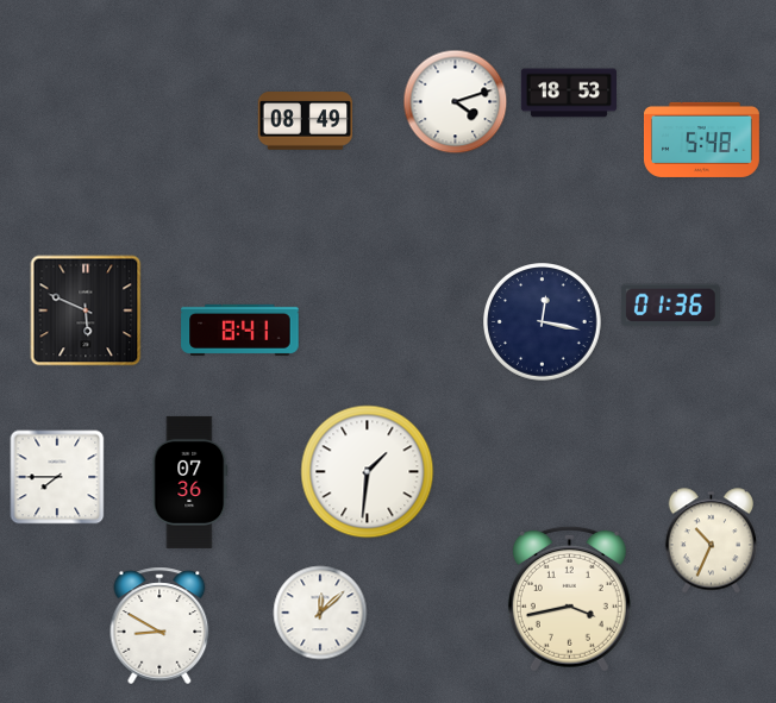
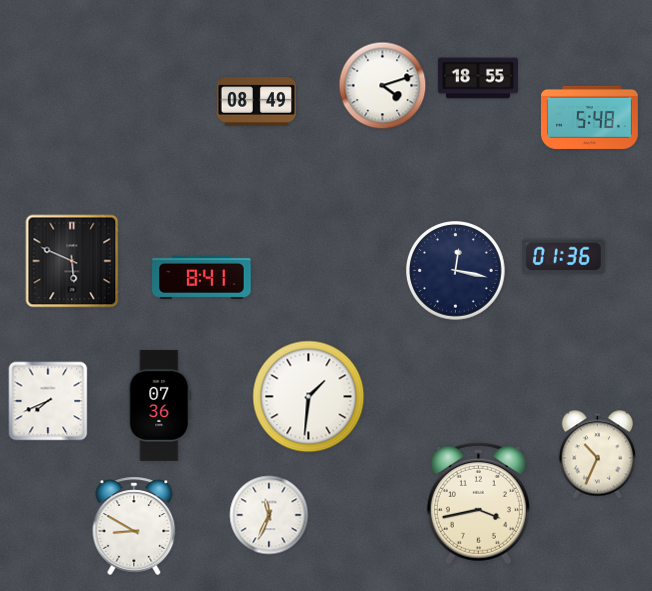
clock at (568, 93): 18:53 -> 18:55
clock at (57, 477): 7:45 -> 7:41
clock at (320, 613): 12:08 -> 11:34
